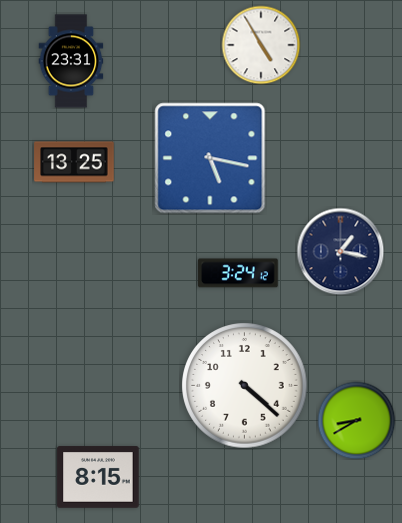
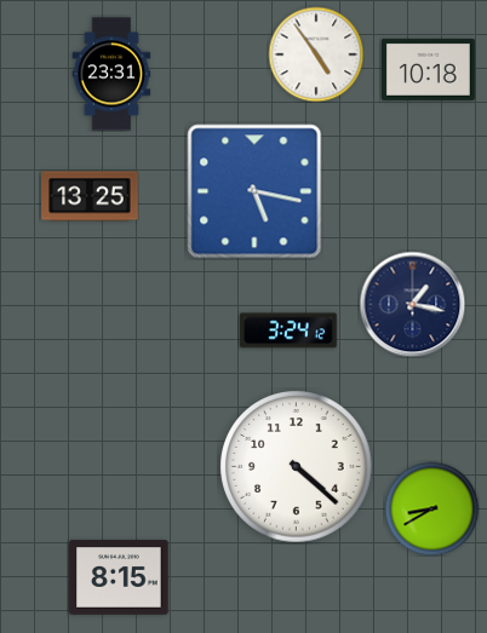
clock at (261, 45): 4:55 -> 4:54
clock at (429, 69): none -> 10:18
clock at (71, 61) position: (71, 61) -> (111, 74)
